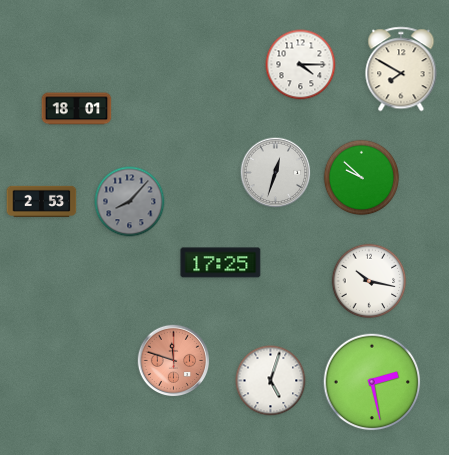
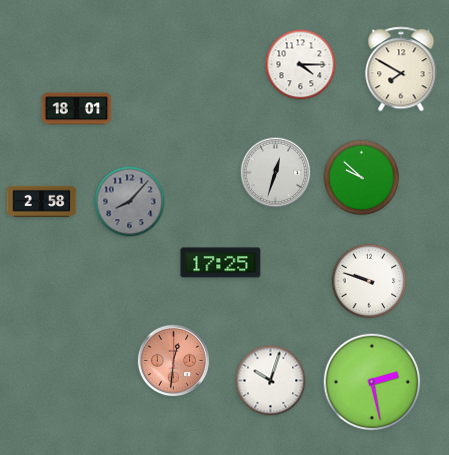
clock at (42, 201): 2:53 -> 2:58
clock at (369, 281): 10:17 -> 9:48
clock at (174, 361): 11:48 -> 12:31
clock at (271, 381): 5:03 -> 10:03
